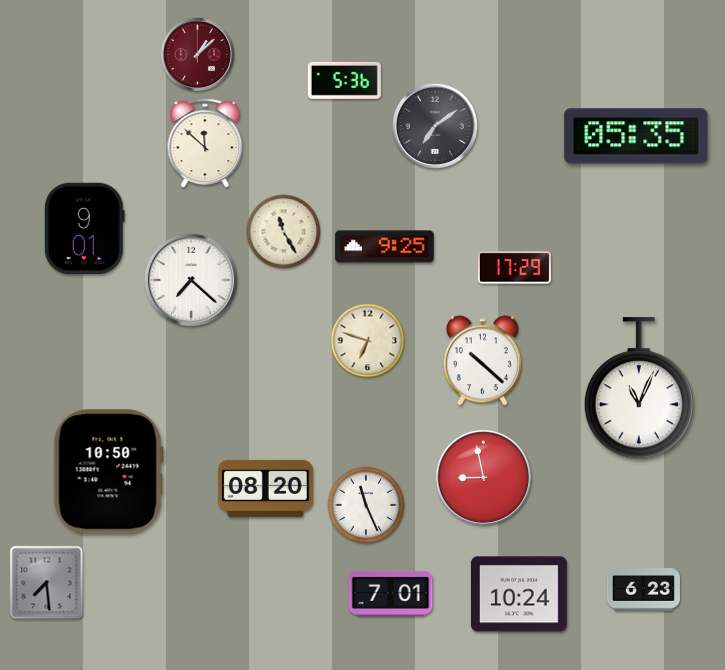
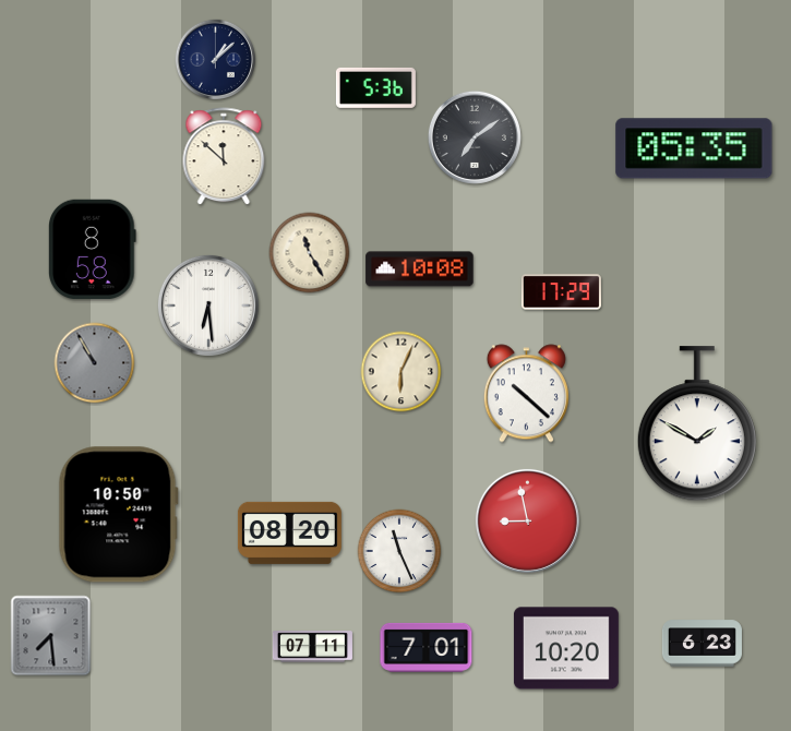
clock at (198, 55) dial: burgundy -> navy
clock at (85, 229): 9:01 -> 8:58
clock at (385, 247): 9:25 -> 10:08
clock at (191, 280): 7:22 -> 6:29
clock at (95, 363): none -> 10:55
clock at (368, 341): 6:48 -> 6:04
clock at (639, 389): 11:04 -> 1:50
clock at (312, 647): none -> 07:11
clock at (519, 594): 10:24 -> 10:20
